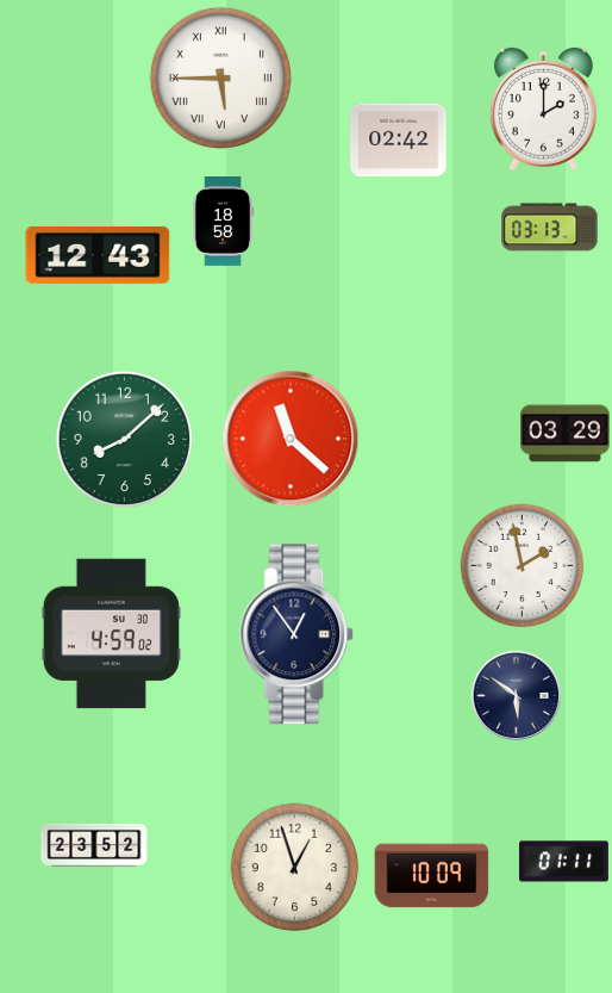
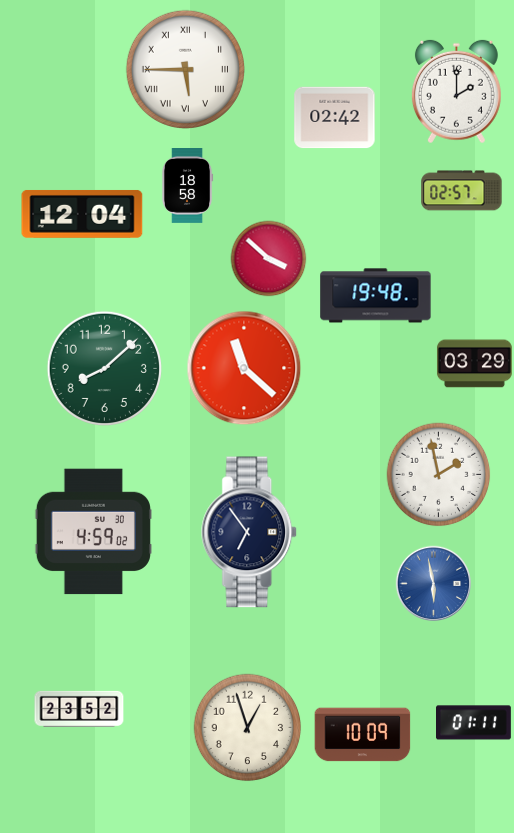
clock at (220, 77) position: (220, 77) -> (185, 69)
clock at (550, 228): 03:13 -> 02:57
clock at (98, 255): 12:43 -> 12:04
clock at (269, 259): none -> 3:52
clock at (376, 296): none -> 19:48
clock at (298, 634): 12:54 -> 6:54
clock at (517, 696): 5:51 -> 5:58
clock at (517, 696) dial: navy -> blue
